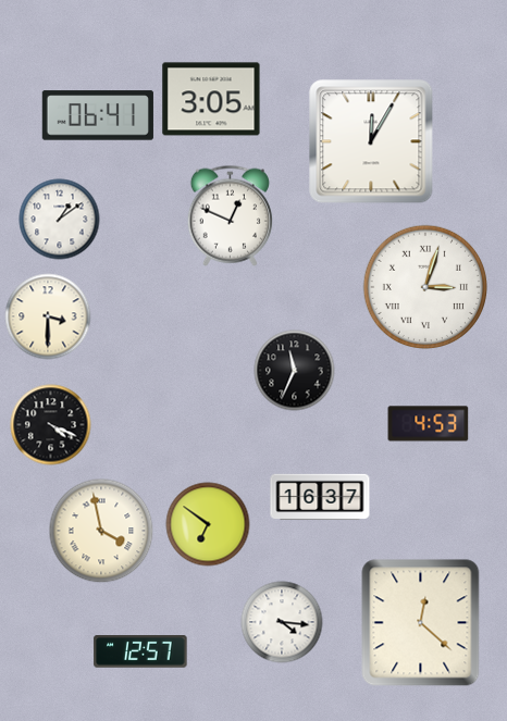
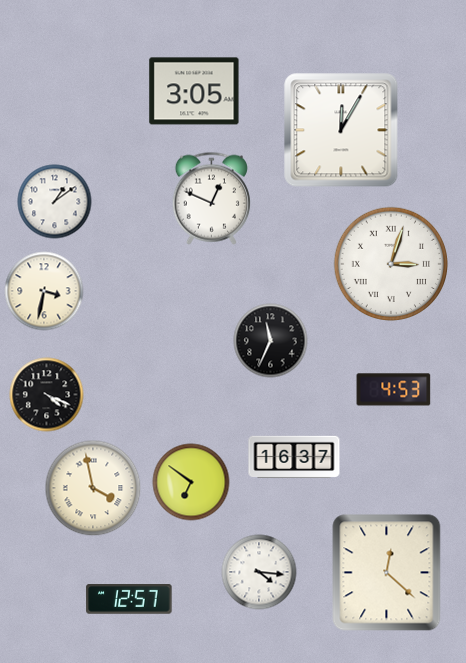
clock at (98, 115): 06:41 -> none
clock at (48, 316): 3:30 -> 3:32
clock at (51, 425) position: (51, 425) -> (47, 395)
